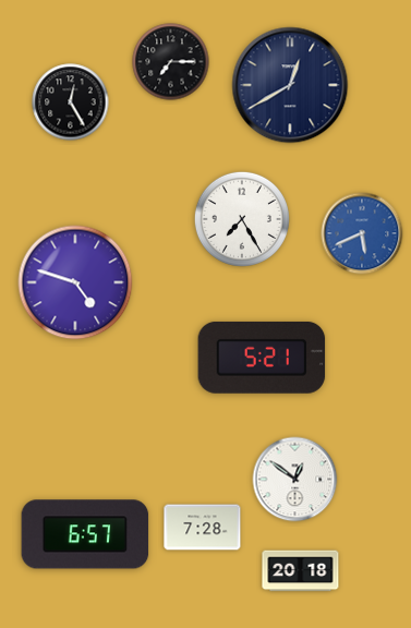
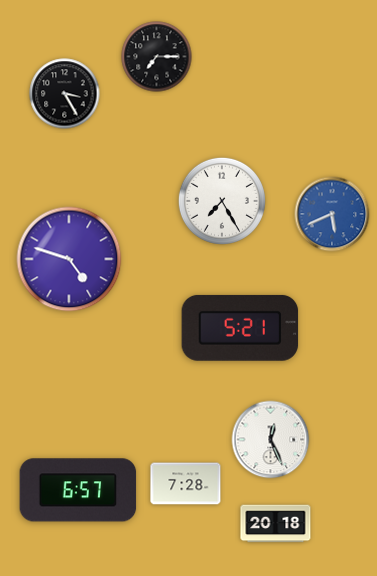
clock at (290, 85): 12:40 -> none
clock at (71, 102): 12:25 -> 3:25
clock at (295, 480): 12:51 -> 12:26
